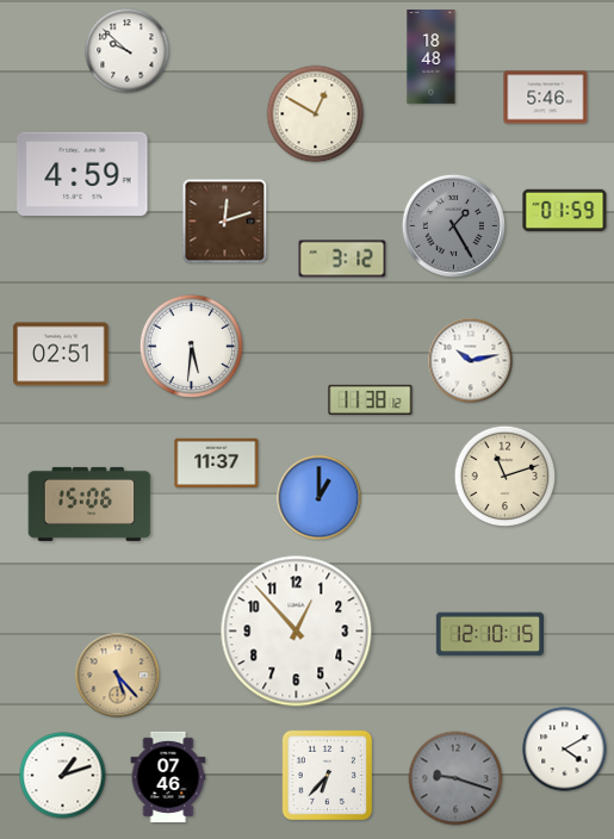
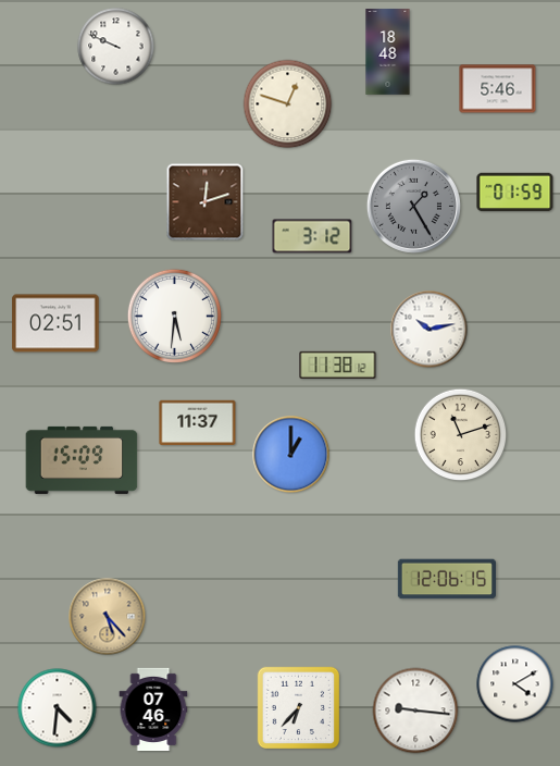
clock at (128, 51): 9:52 -> 9:49
clock at (432, 57) position: (432, 57) -> (388, 52)
clock at (316, 114): 12:50 -> 12:48
clock at (82, 174): 4:59 -> none
clock at (89, 504): 15:06 -> 15:09
clock at (297, 632): 12:53 -> none
clock at (489, 634): 12:10 -> 12:06
clock at (63, 776): 1:12 -> 4:31
clock at (455, 778): 9:18 -> 9:16
clock at (455, 778) dial: grey -> white
